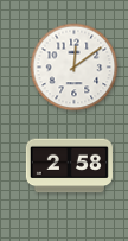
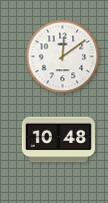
clock at (69, 166): 2:58 -> 10:48
